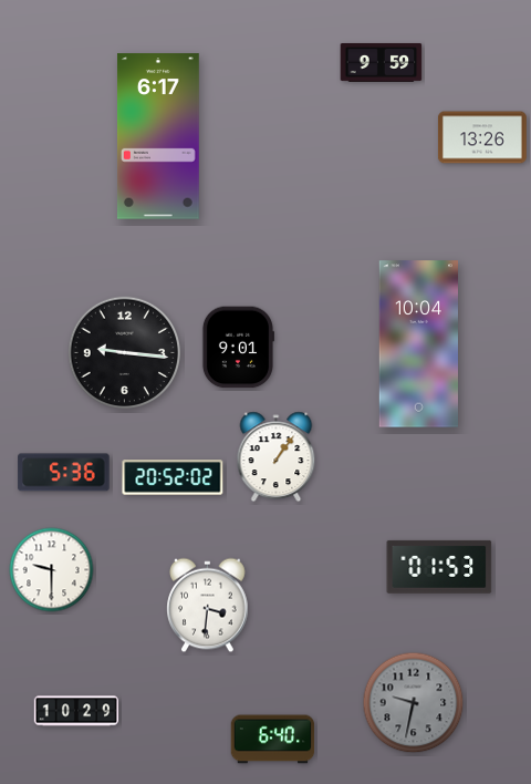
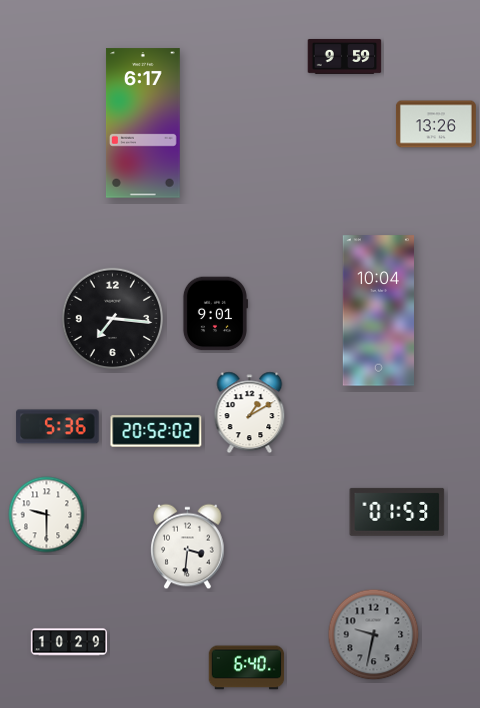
clock at (124, 353): 9:16 -> 7:16
clock at (277, 457): 1:06 -> 1:10
